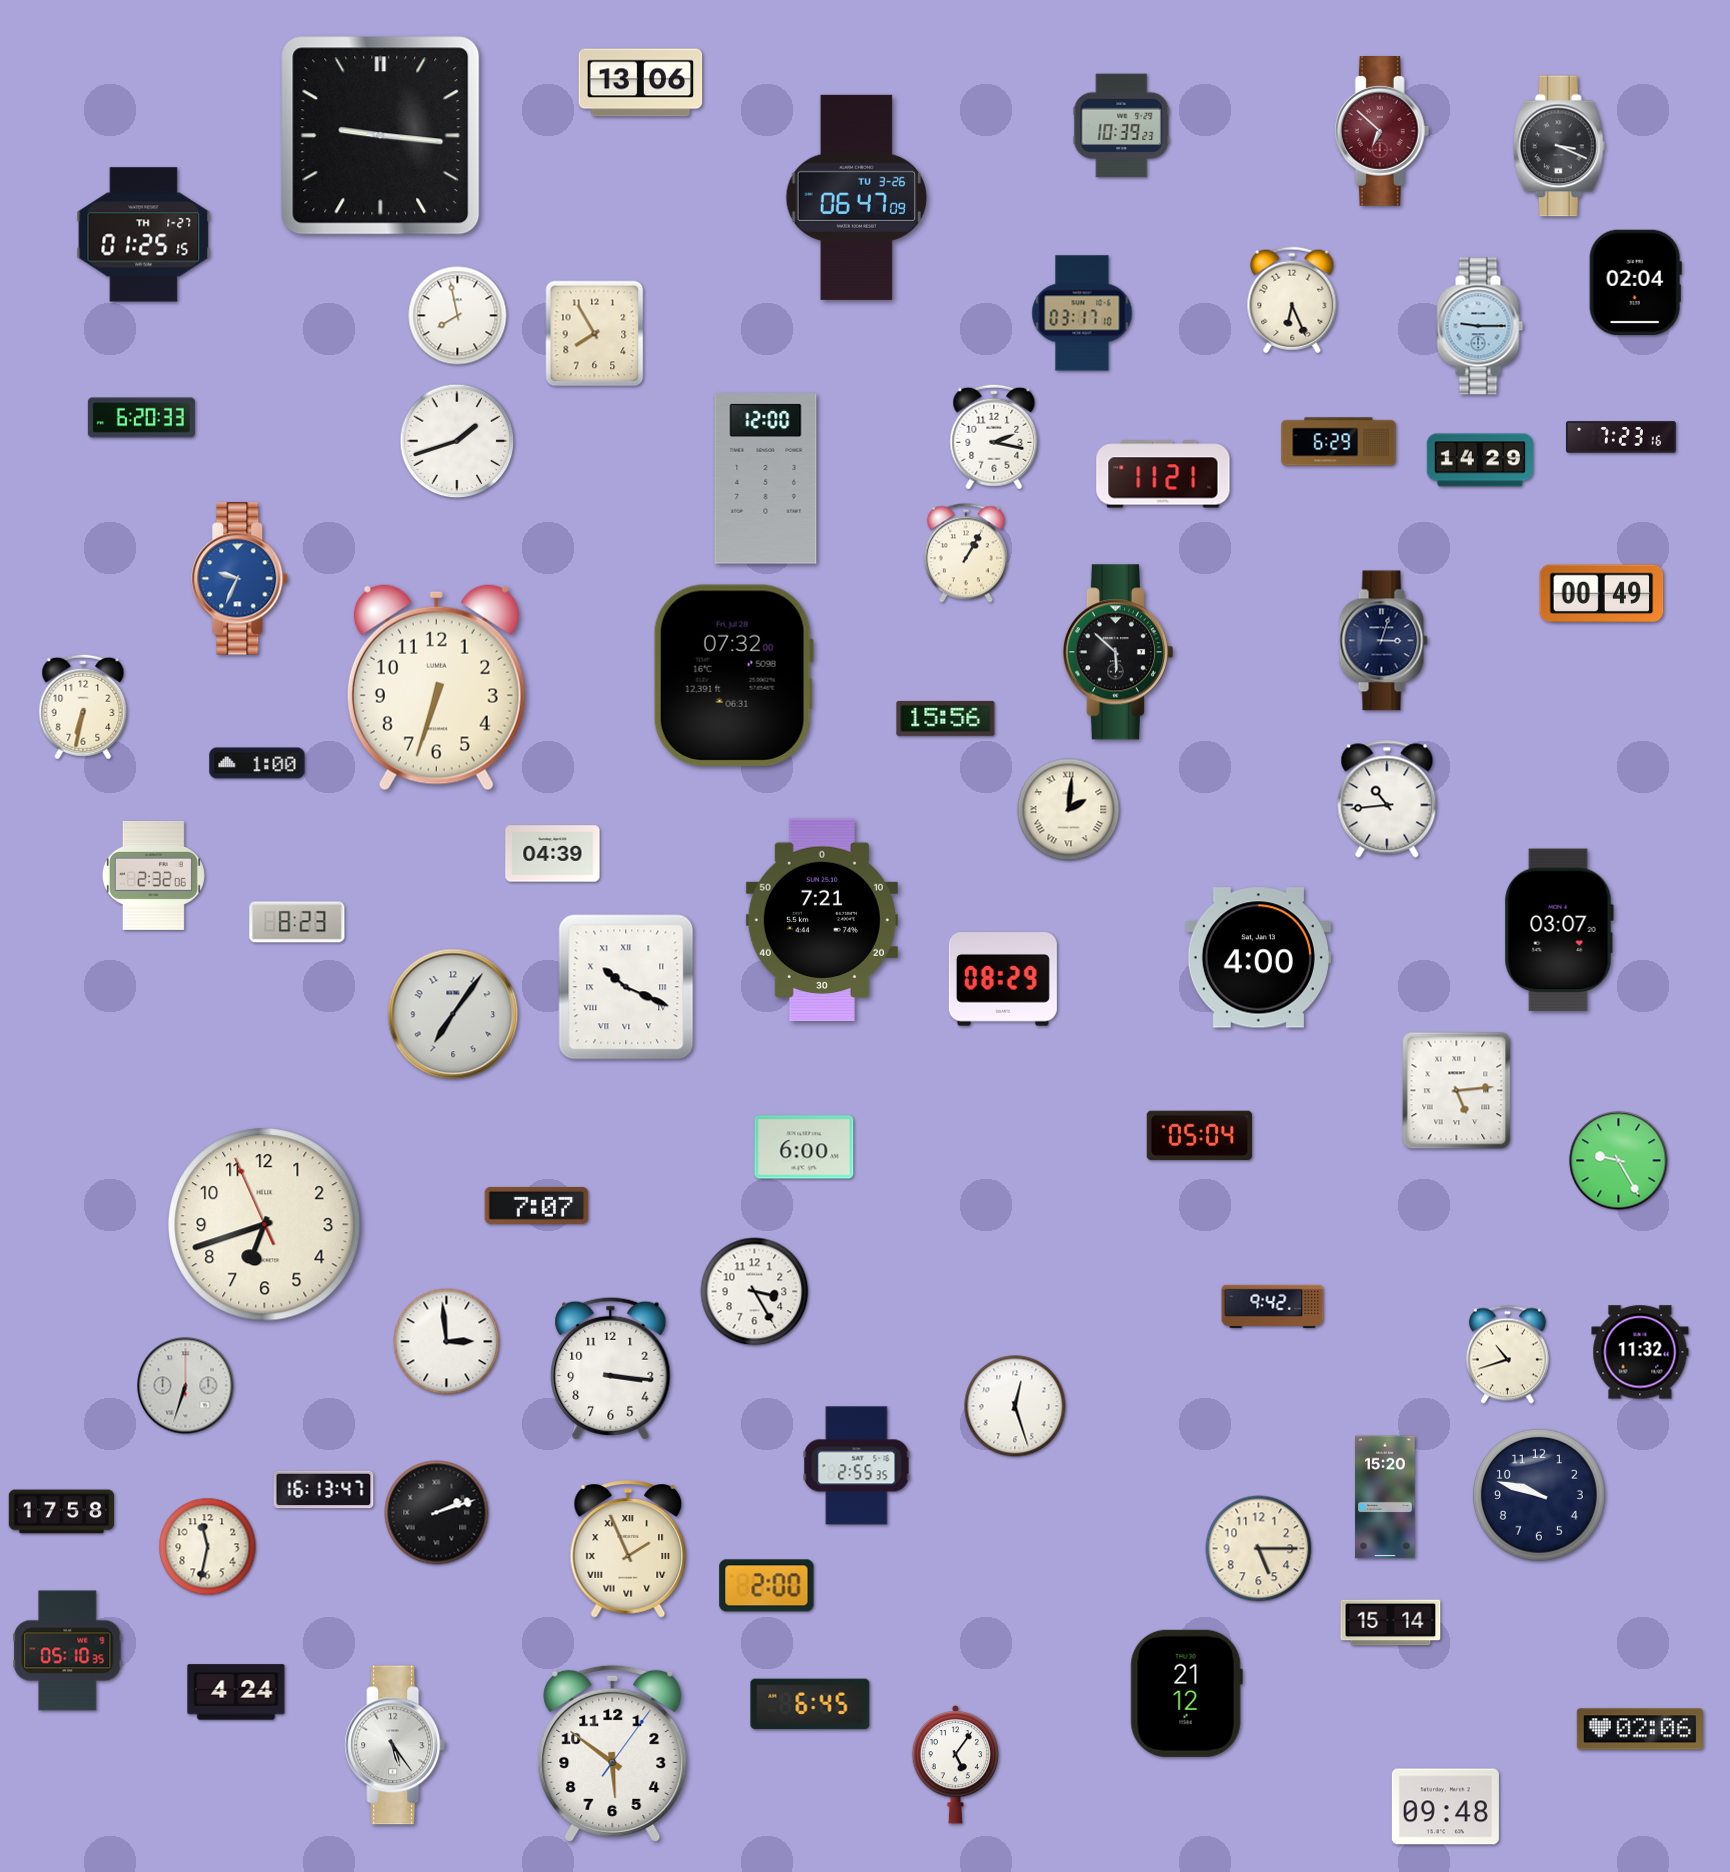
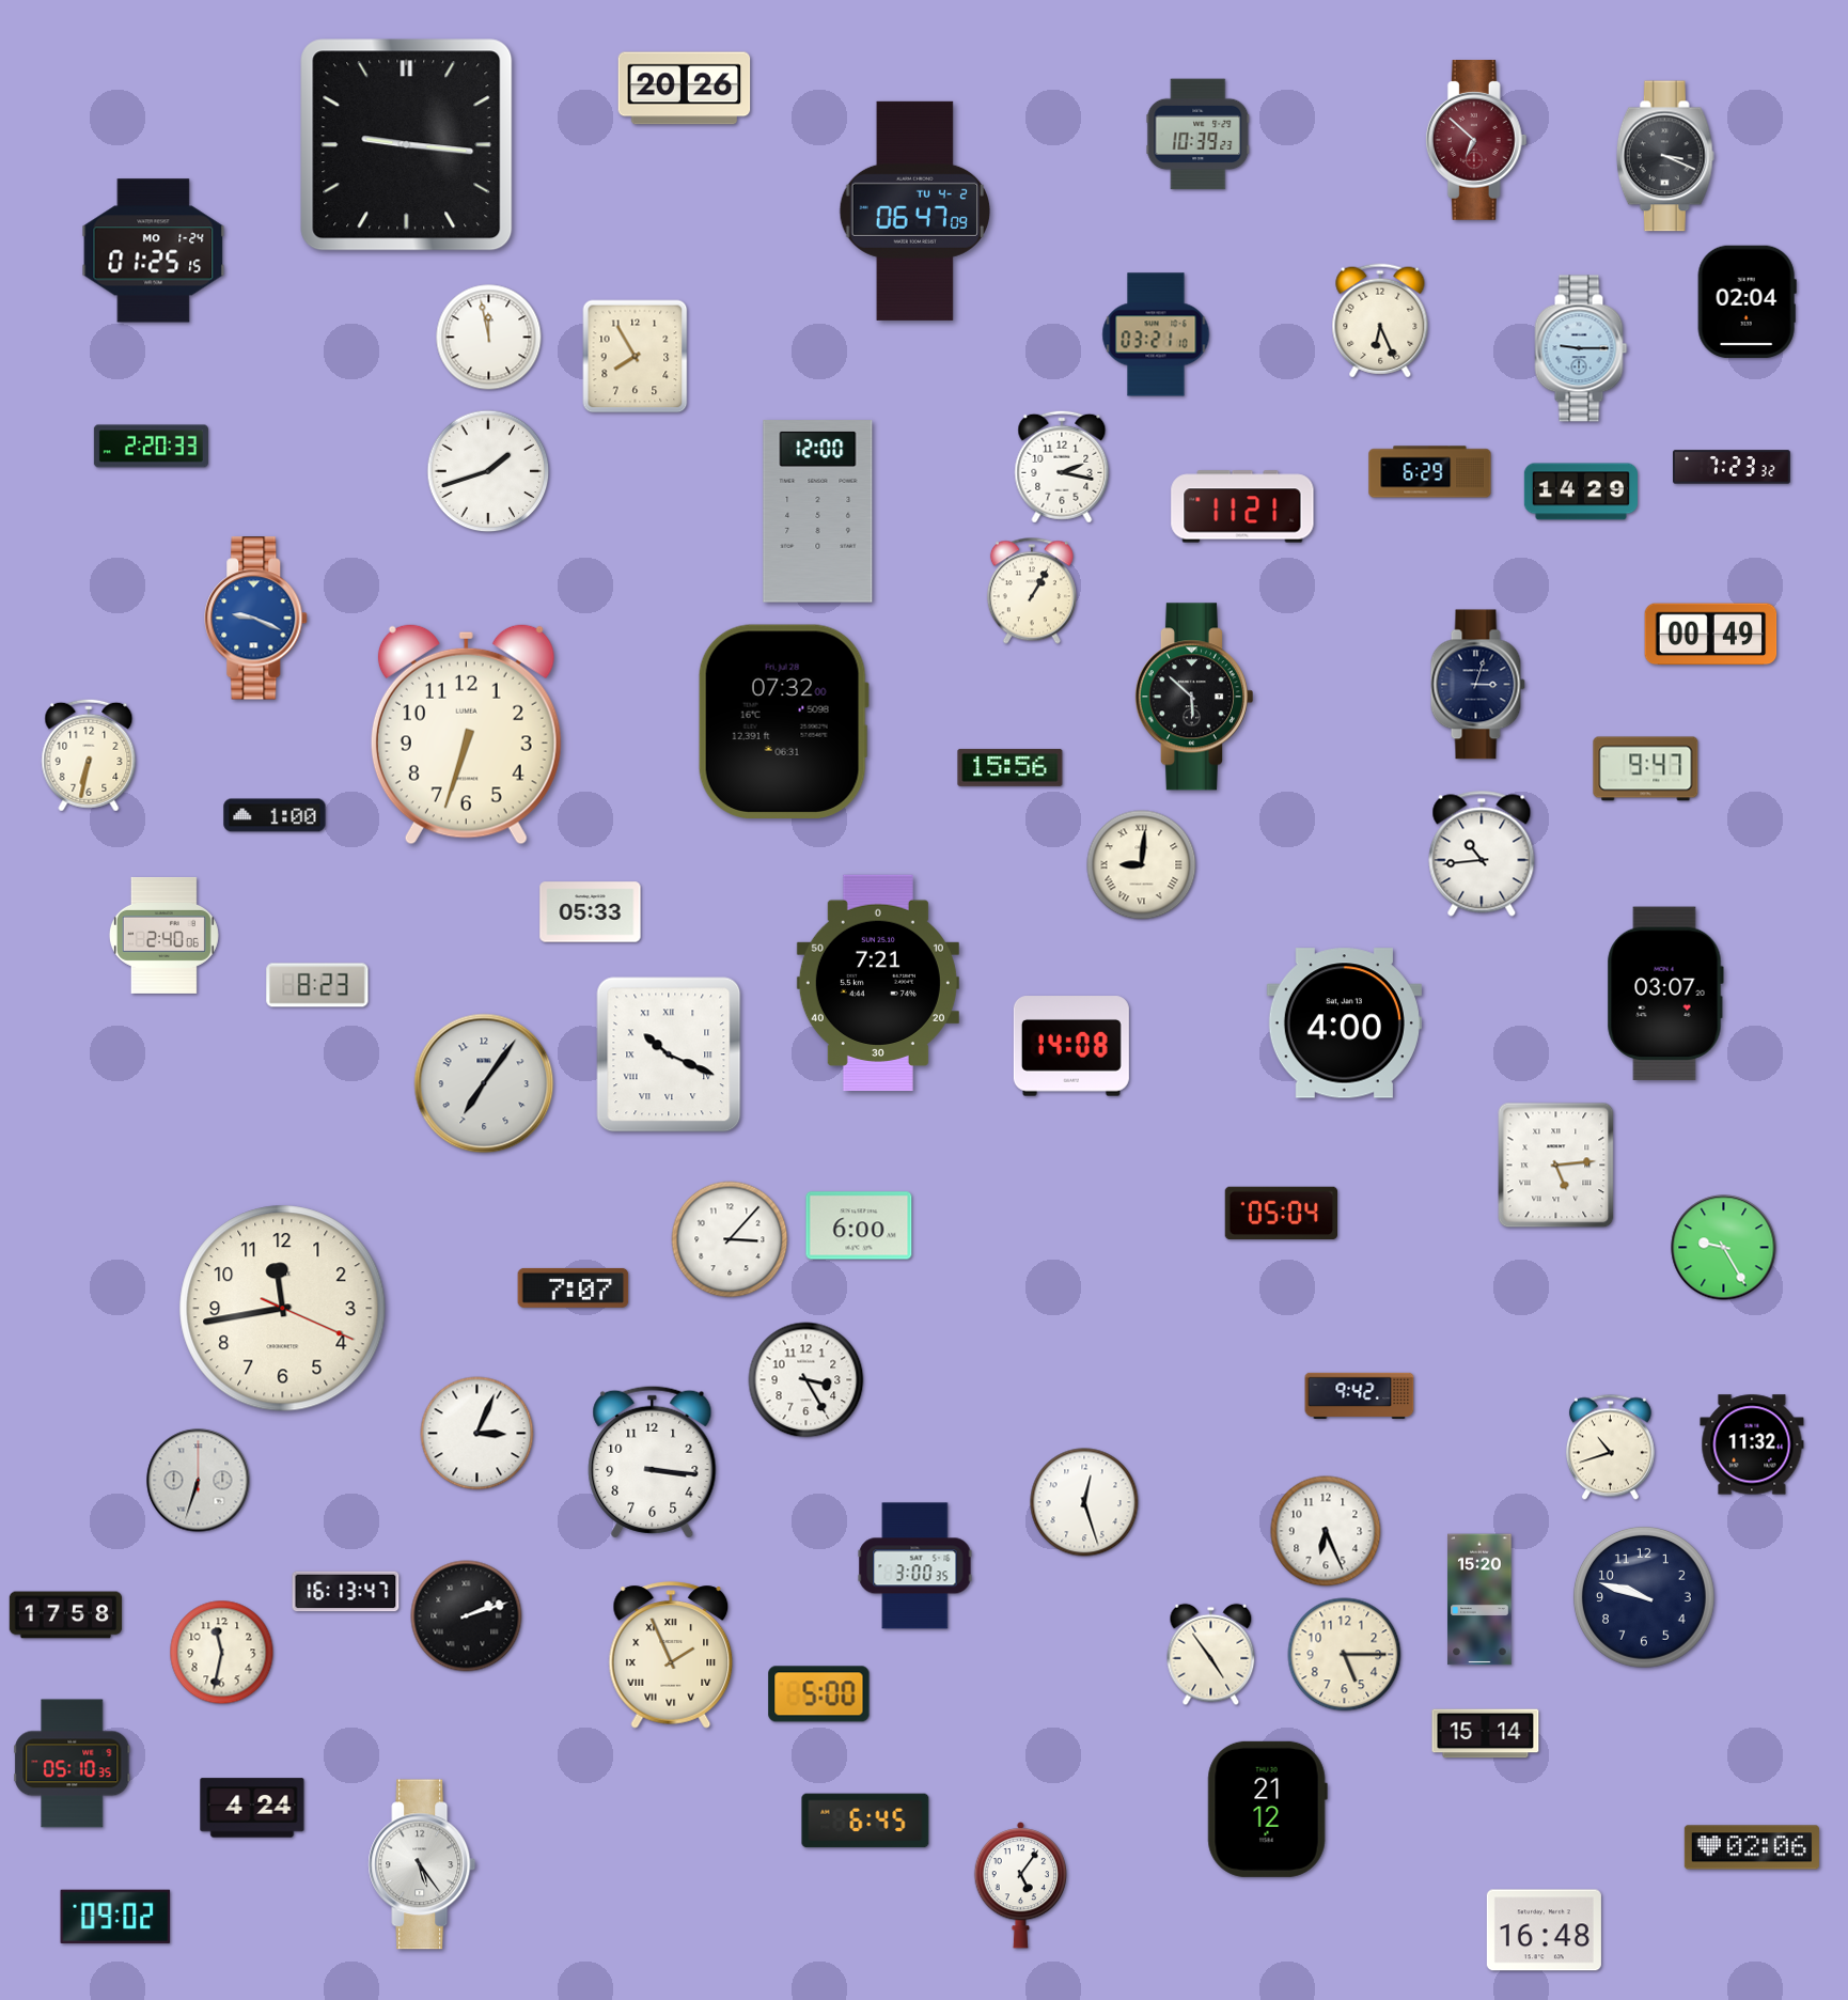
clock at (641, 83): 13:06 -> 20:26
clock at (856, 197) date: TU 3-26 -> TU 4-2
clock at (144, 235) date: TH 1-27 -> MO 1-24
clock at (1082, 313): 03:17 -> 03:21
clock at (458, 316): 7:58 -> 11:58
clock at (141, 418): 6:20 -> 2:20
clock at (1622, 437): 7:23:16 -> 7:23:32
clock at (240, 579): 9:34 -> 9:19
clock at (1646, 769): none -> 9:47
clock at (1069, 810): 2:01 -> 9:01
clock at (553, 854): 04:39 -> 05:33
clock at (153, 875): 2:32 -> 2:40
clock at (1003, 979): 08:29 -> 14:08
clock at (730, 1239): none -> 3:07
clock at (1619, 1161) position: (1619, 1161) -> (1724, 1248)
clock at (265, 1225): 6:41 -> 11:43
clock at (447, 1342): 2:59 -> 3:04
clock at (1326, 1531): none -> 6:26
clock at (857, 1466): 2:55 -> 3:00
clock at (1211, 1655): none -> 4:54
clock at (767, 1586): 2:00 -> 5:00
clock at (613, 1753): 5:51 -> none
clock at (115, 1917): none -> 09:02
clock at (1445, 1807): 09:48 -> 16:48
